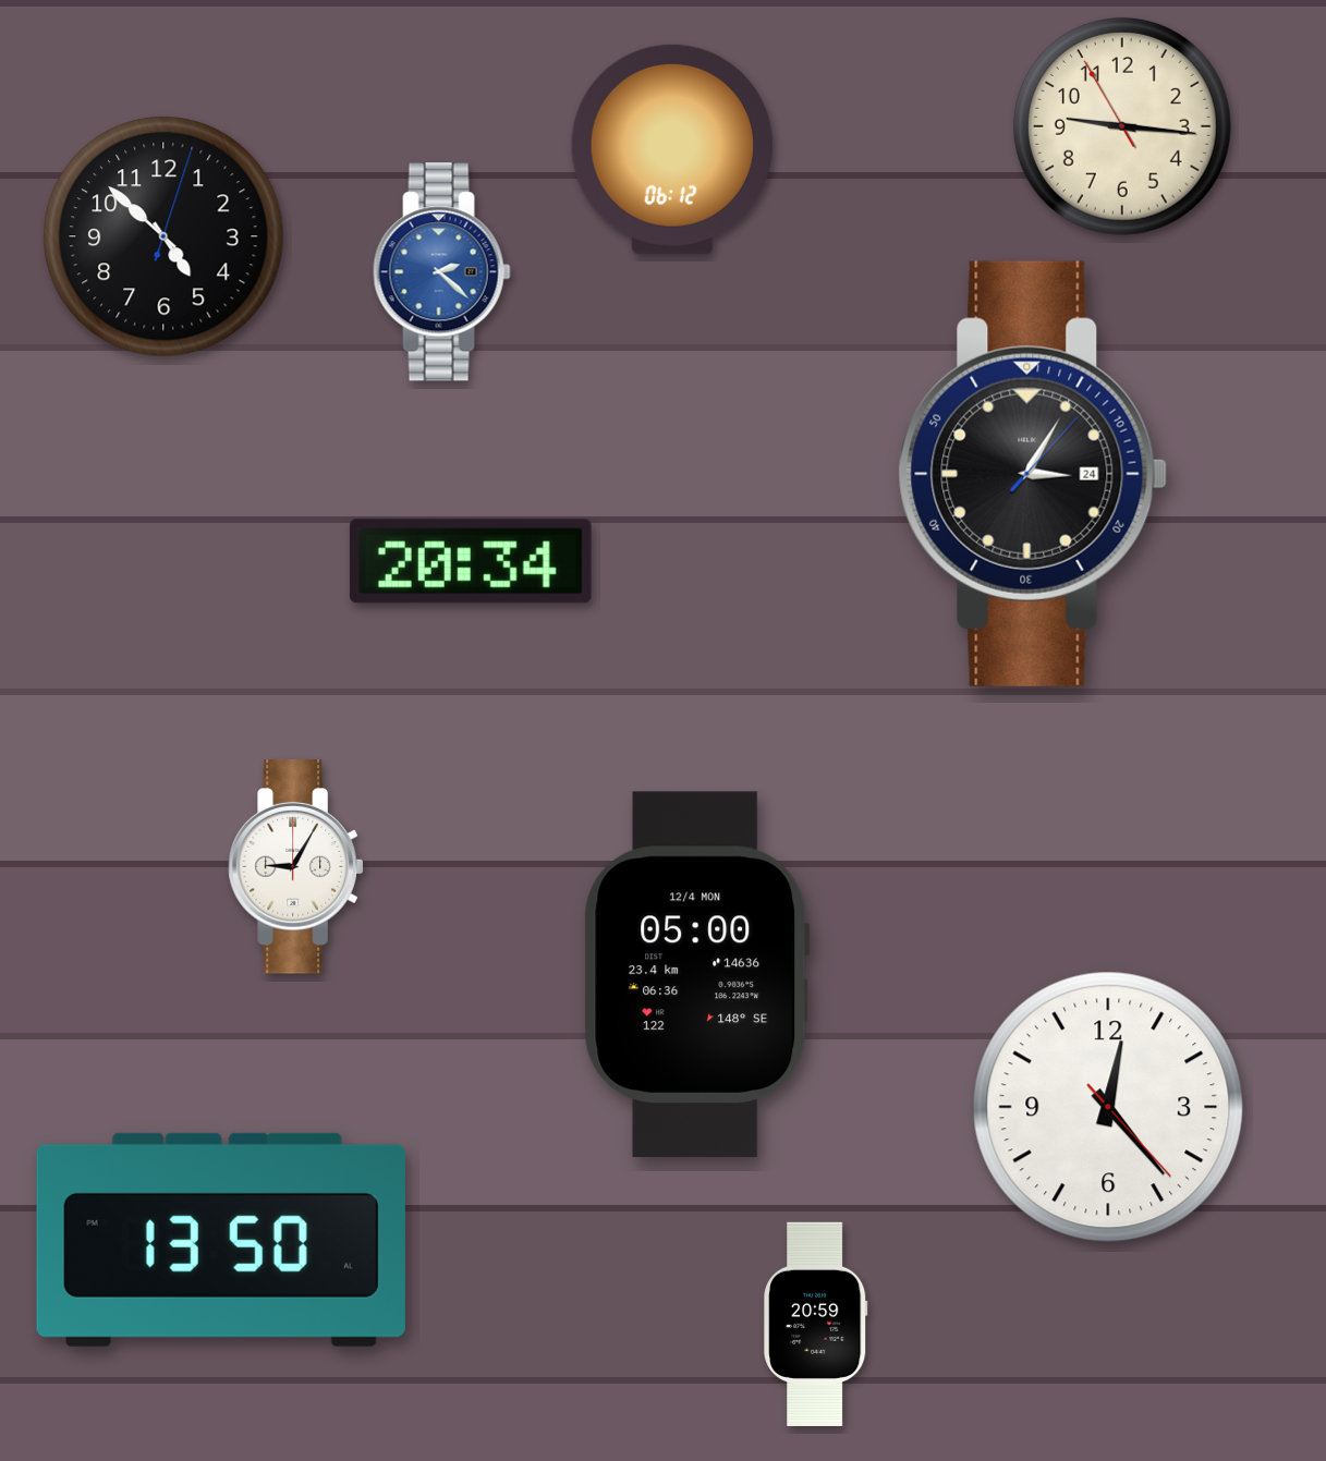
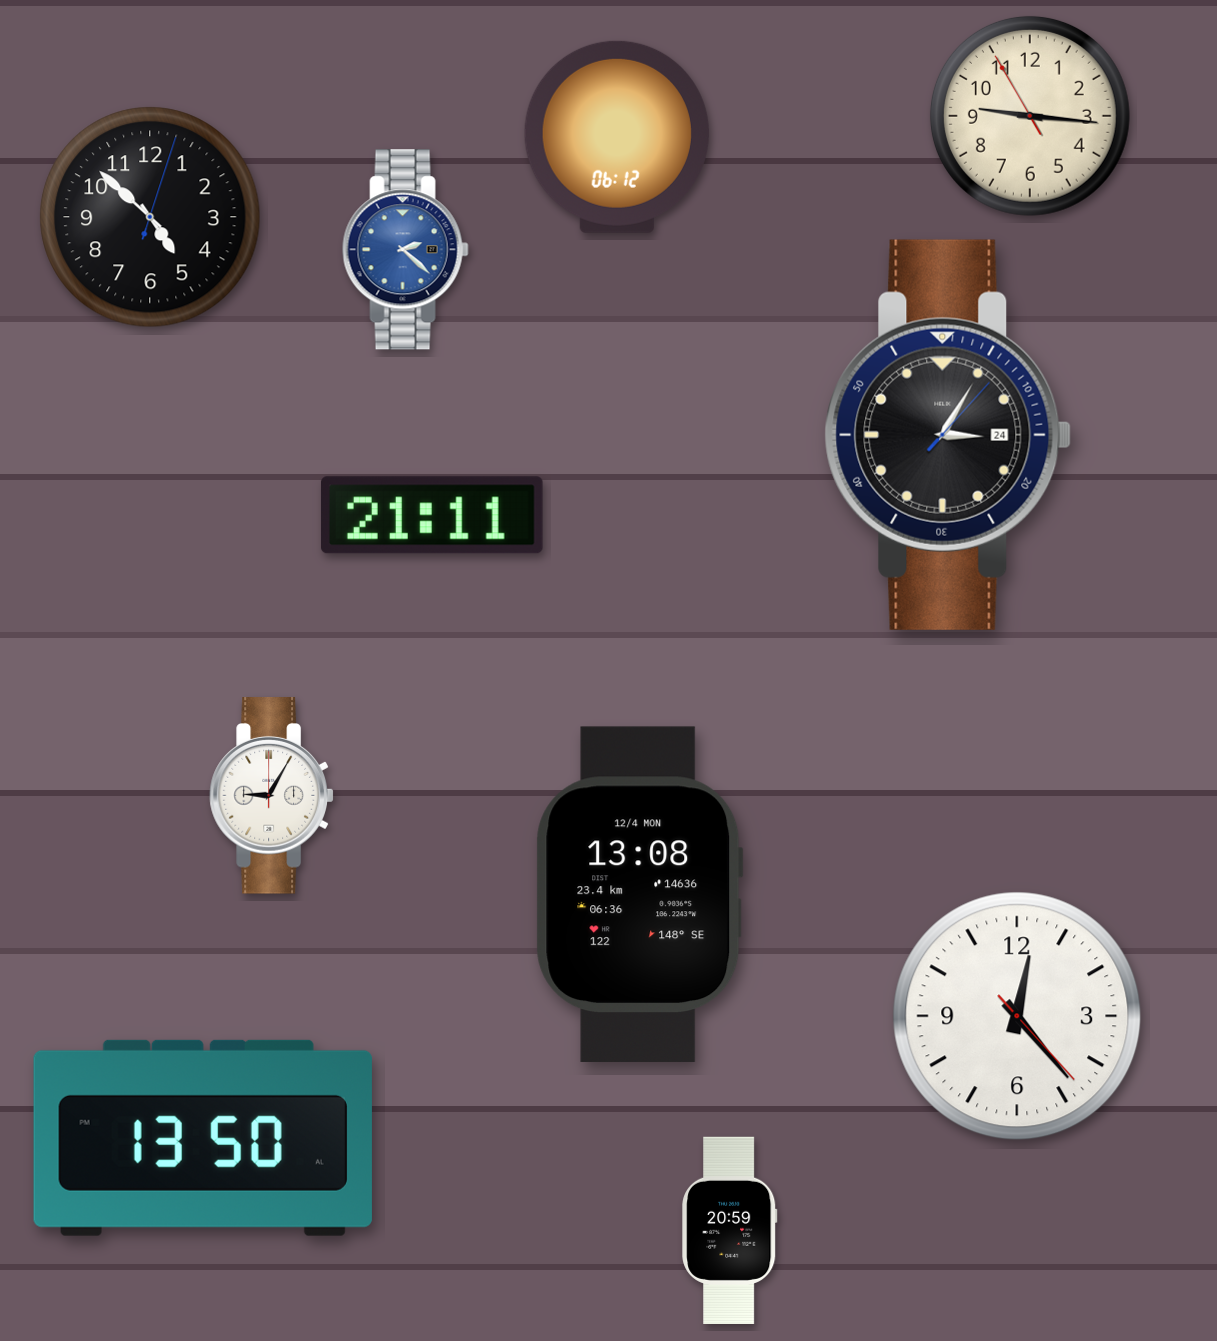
clock at (471, 561): 20:34 -> 21:11
clock at (697, 974): 05:00 -> 13:08
clock at (816, 1324) position: (816, 1324) -> (730, 1230)
